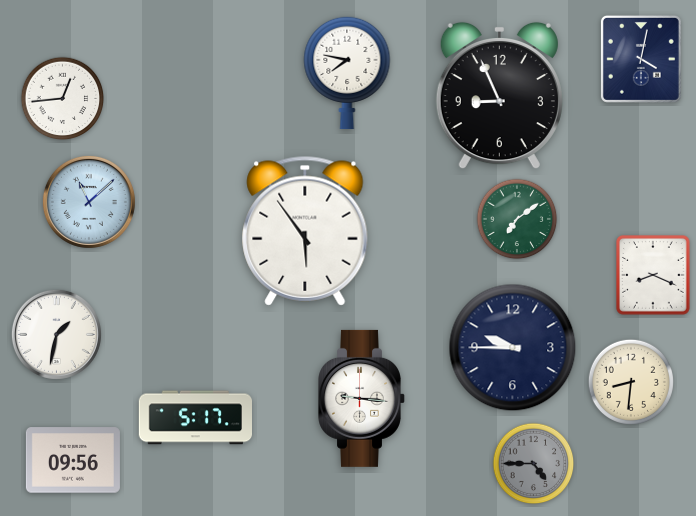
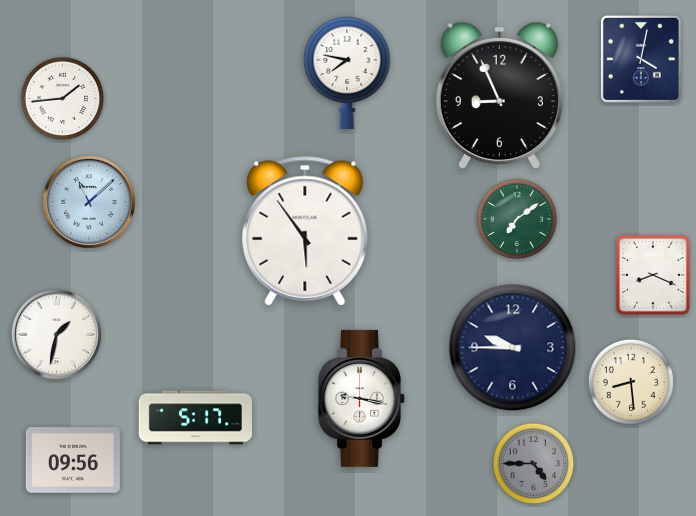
clock at (63, 99): 12:44 -> 1:44
clock at (630, 381): 8:31 -> 8:29
clock at (362, 398): 9:16 -> 9:17
